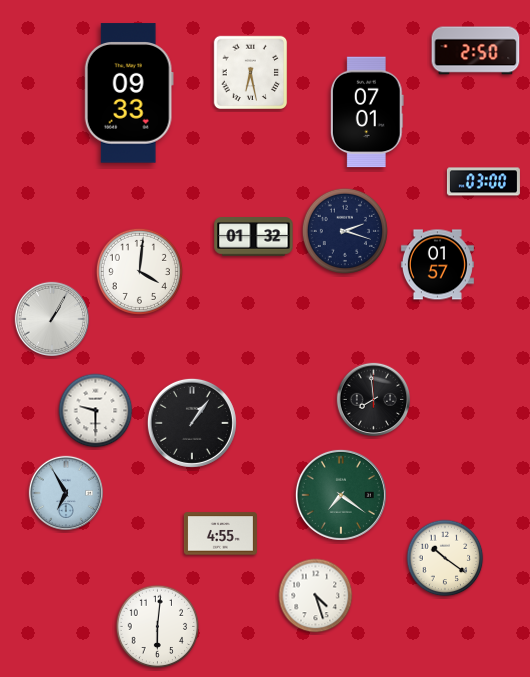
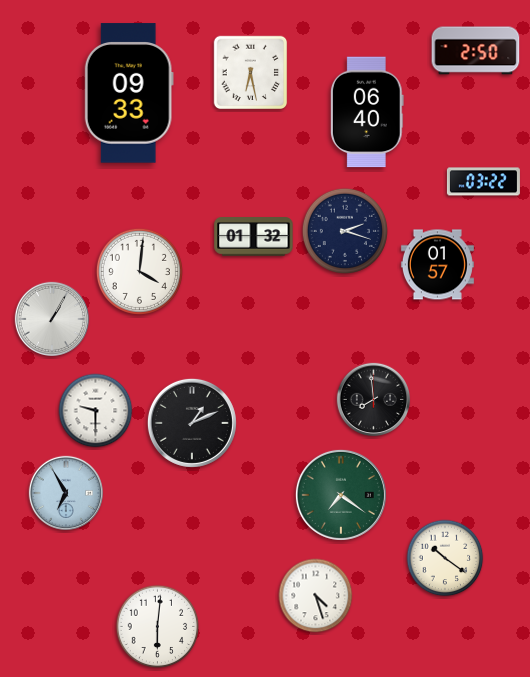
clock at (367, 112): 07:01 -> 06:40
clock at (483, 182): 03:00 -> 03:22
clock at (192, 423): 1:06 -> 1:11
clock at (220, 534): 4:55 -> none
